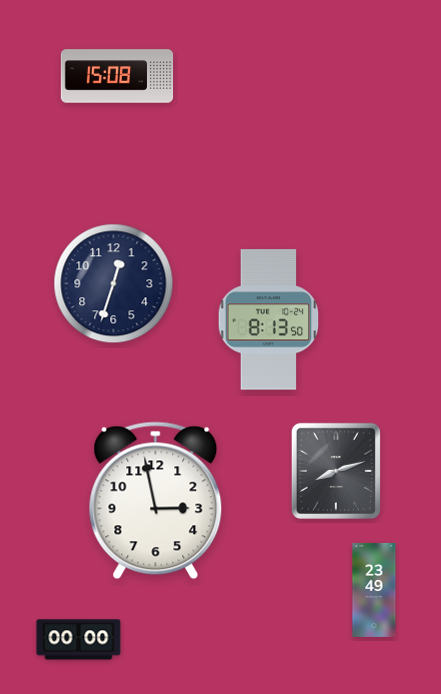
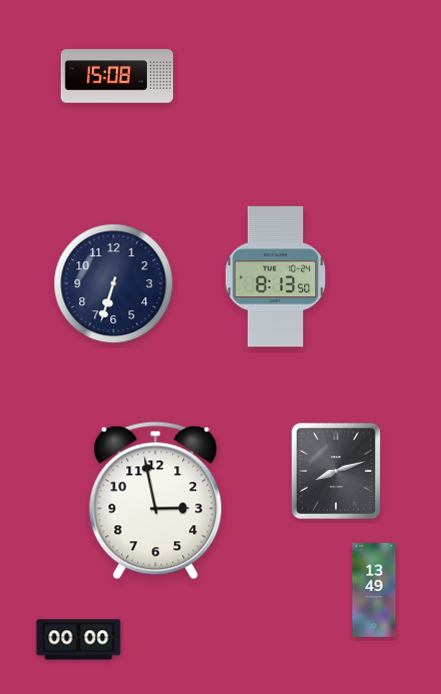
clock at (114, 284): 12:33 -> 6:33
clock at (269, 320) position: (269, 320) -> (276, 277)
clock at (374, 590): 23:49 -> 13:49
